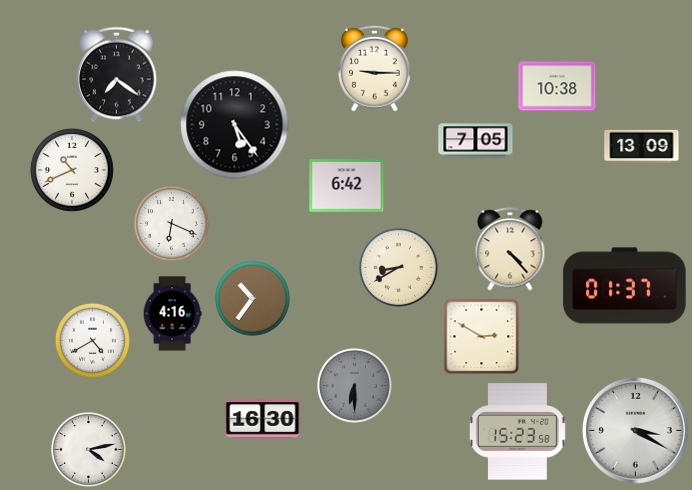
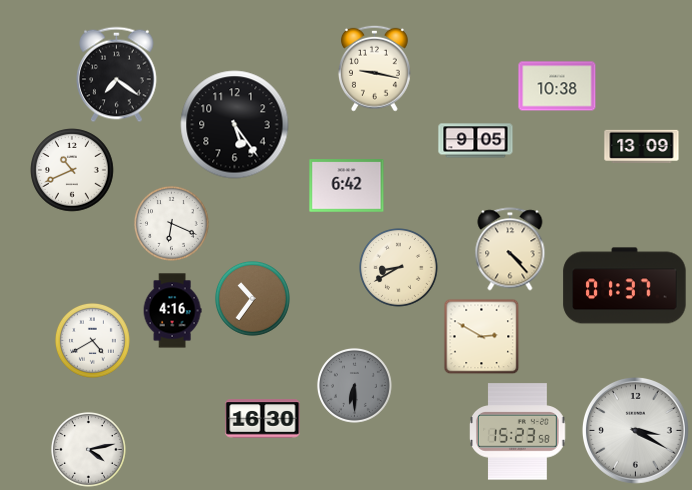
clock at (374, 68): 9:15 -> 9:17
clock at (476, 141): 7:05 -> 9:05
clock at (172, 314) position: (172, 314) -> (172, 311)
